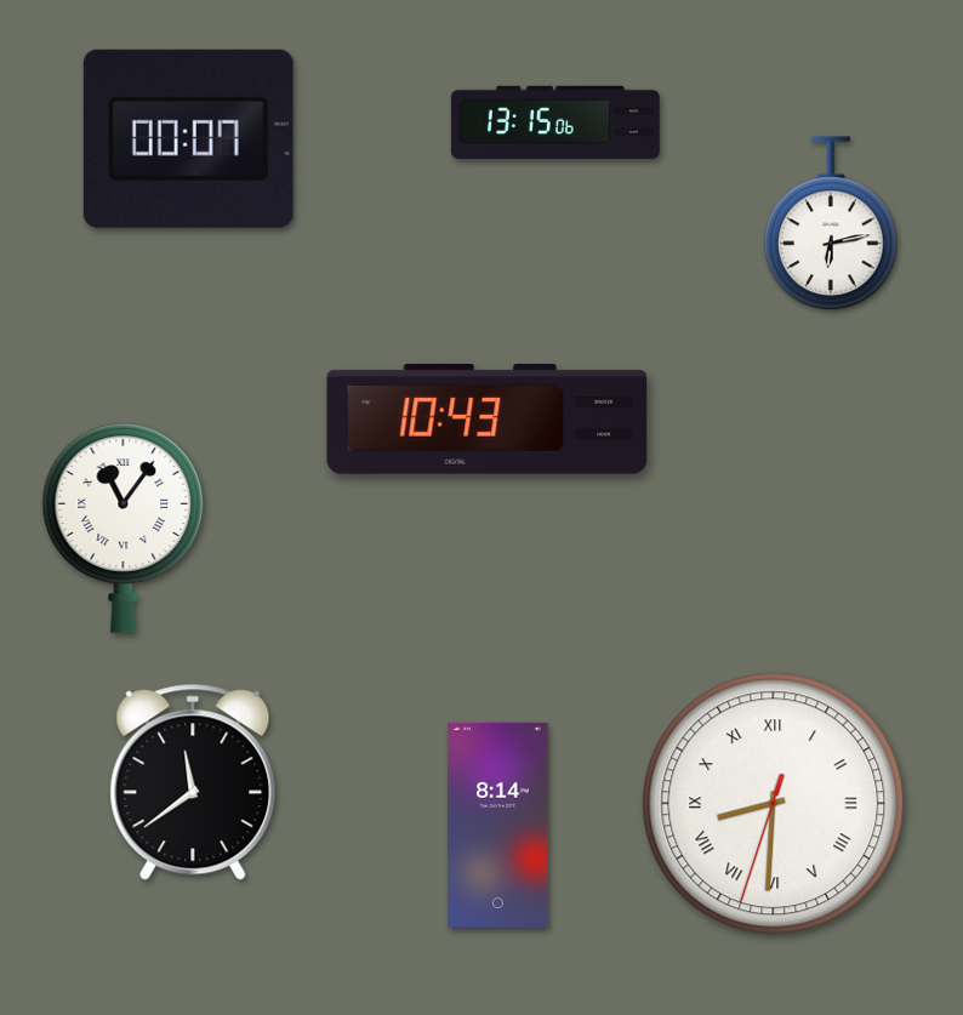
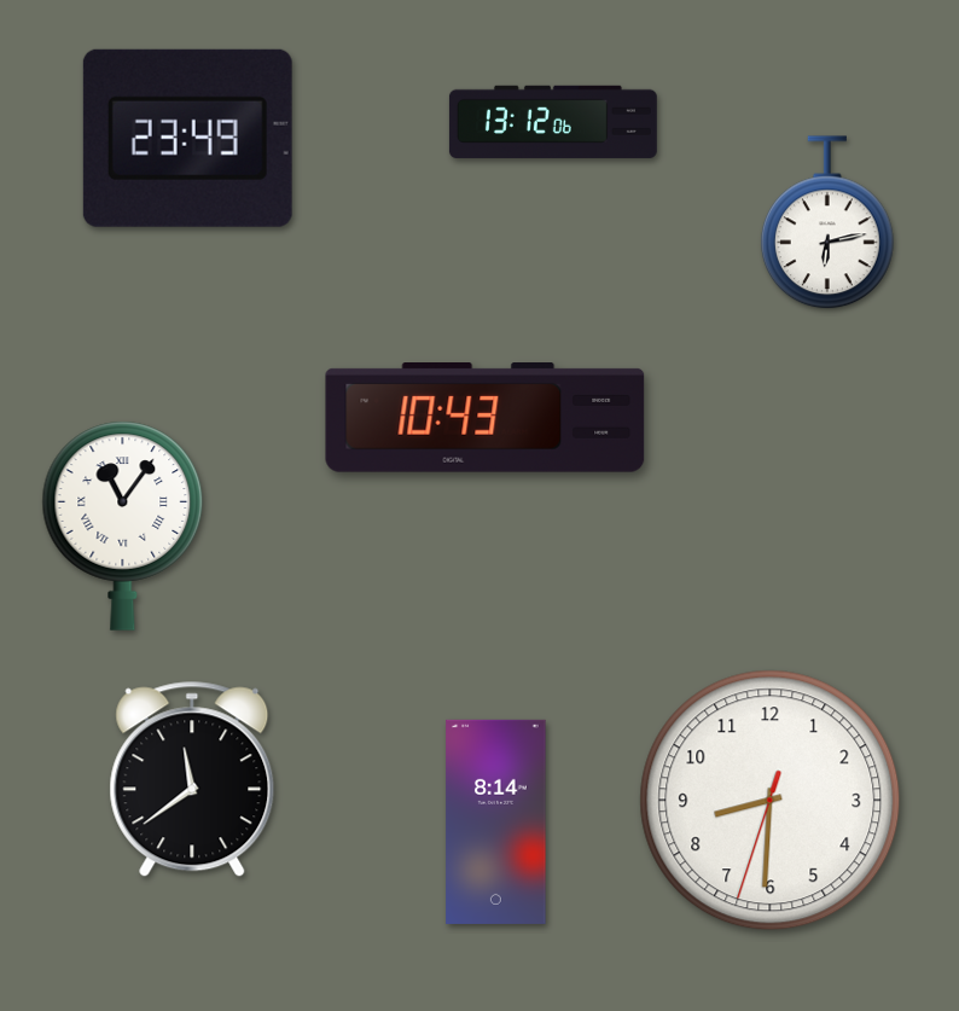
clock at (555, 122): 13:15 -> 13:12
clock at (188, 138): 00:07 -> 23:49
clock at (774, 804) numerals: Roman -> Arabic
